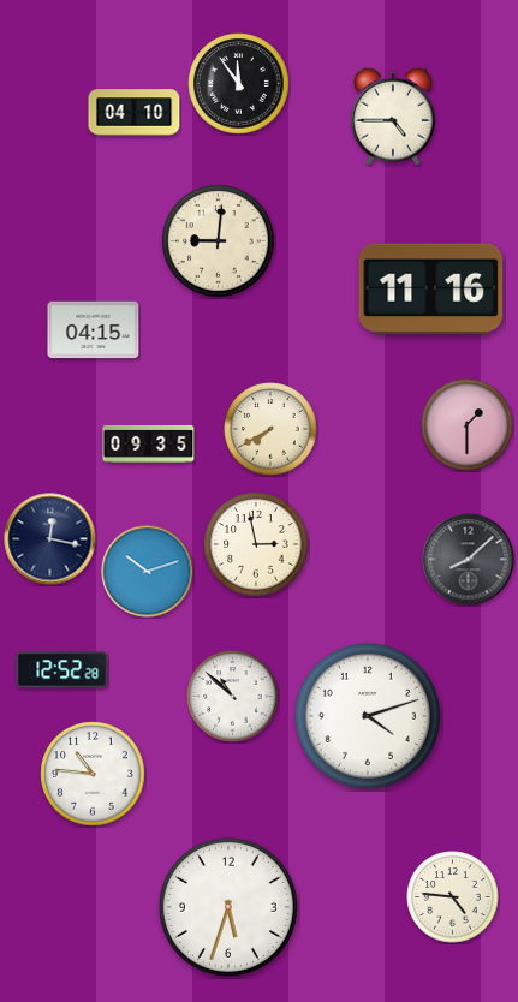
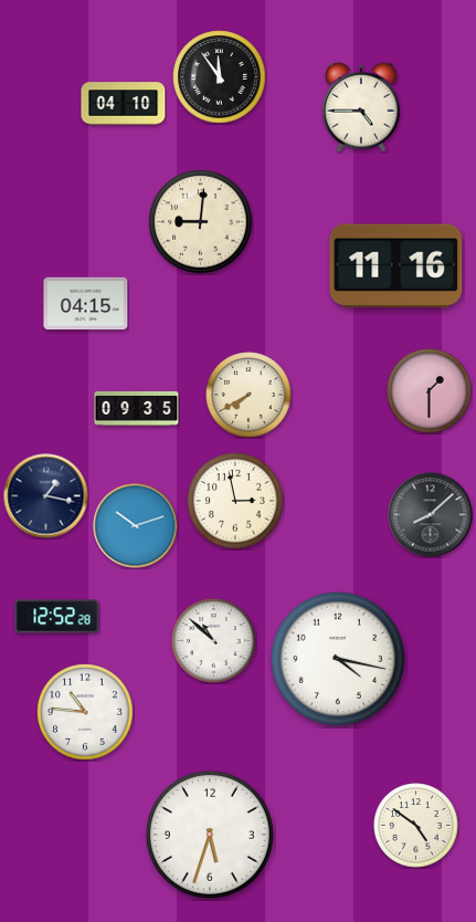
clock at (50, 539): 12:17 -> 1:17
clock at (368, 716): 4:12 -> 4:17
clock at (453, 897): 4:46 -> 4:51
